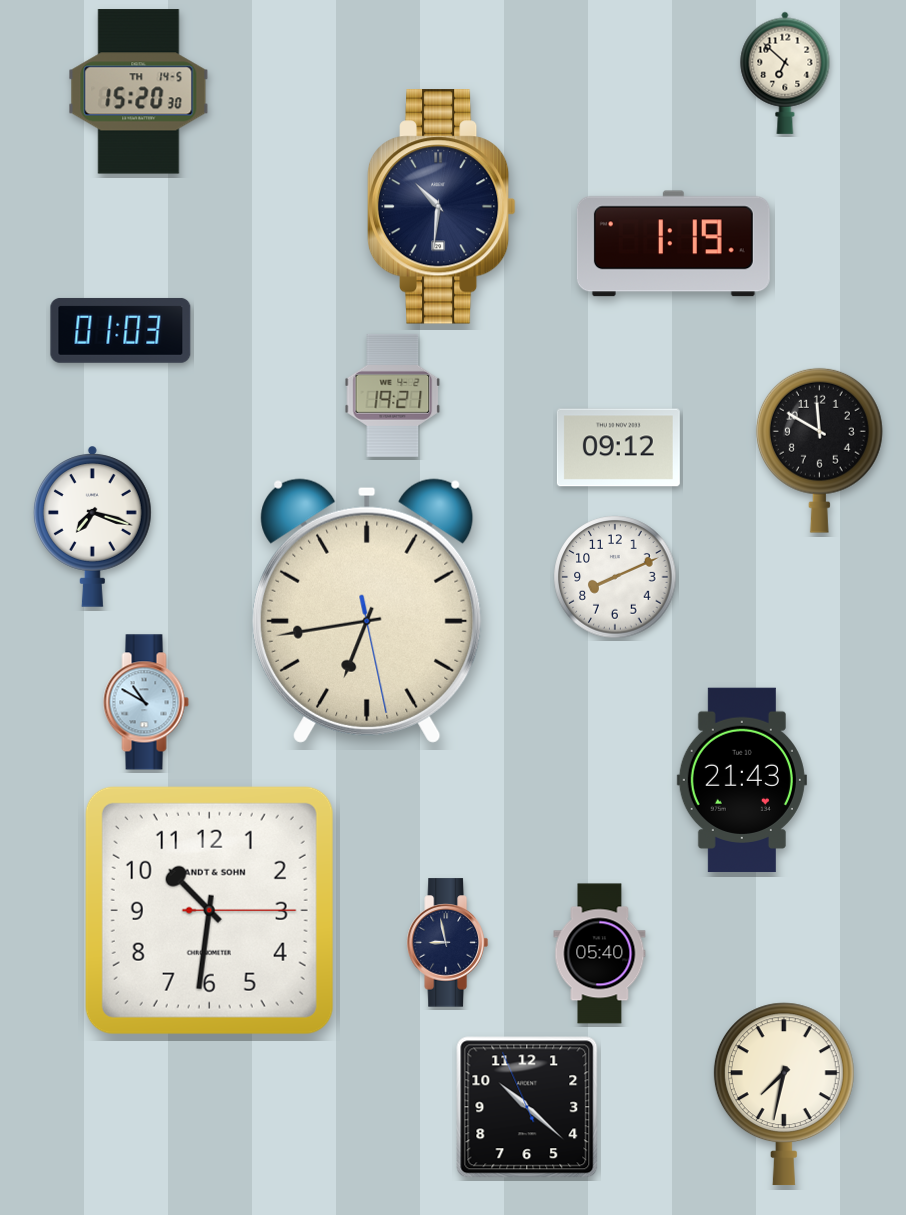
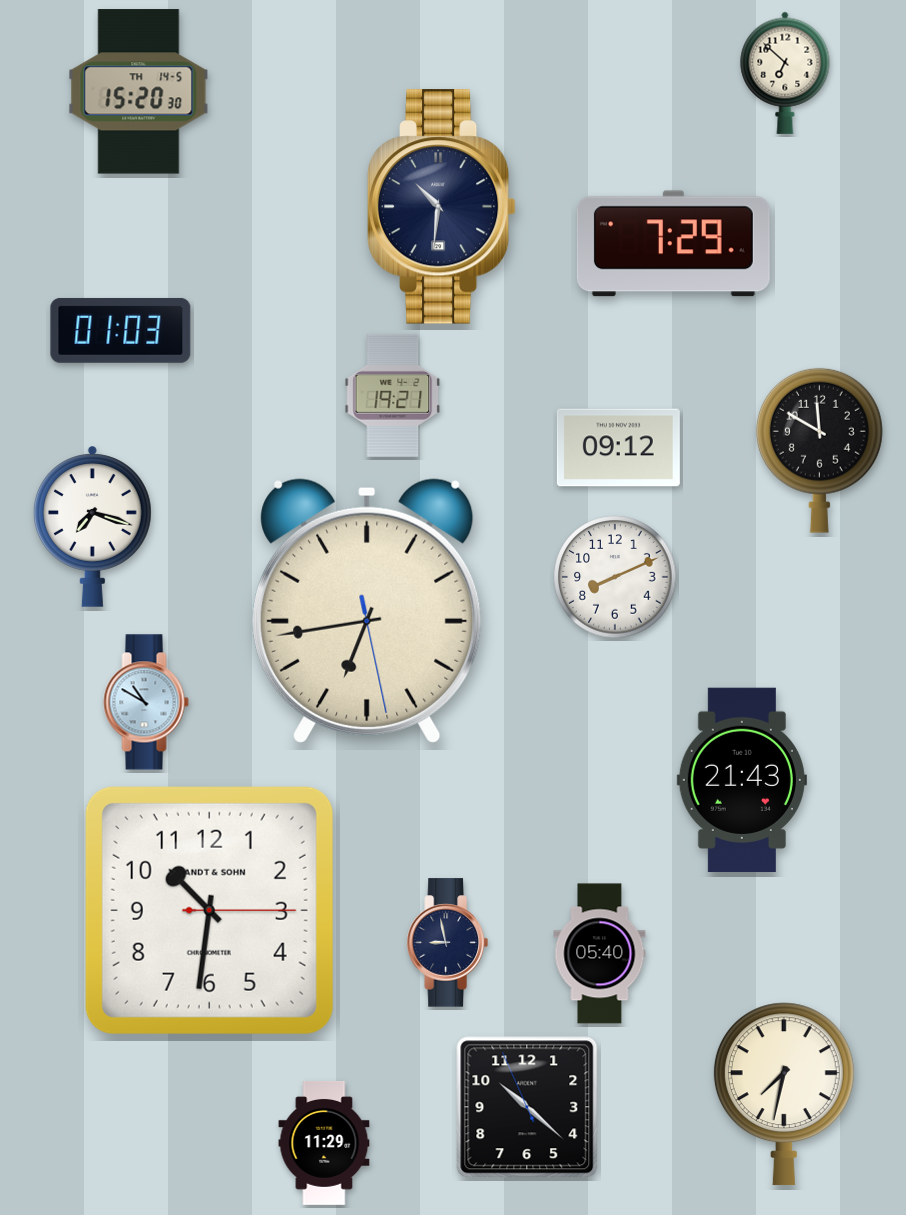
clock at (673, 244): 1:19 -> 7:29
clock at (324, 1143): none -> 11:29
